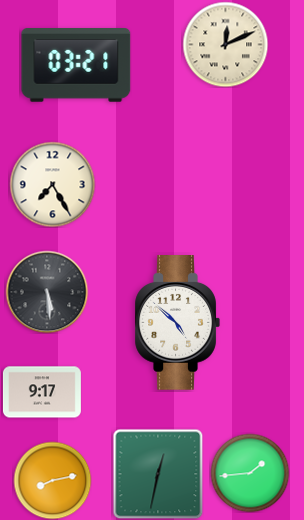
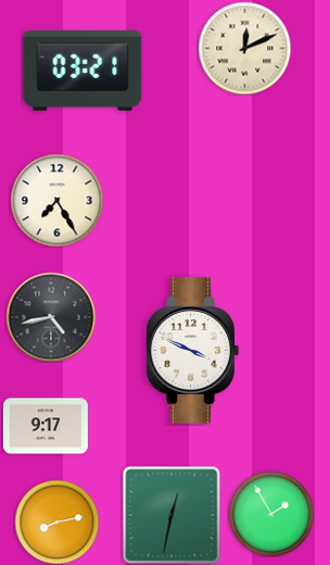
clock at (47, 292): 5:29 -> 4:43
clock at (177, 323): 4:52 -> 3:49
clock at (250, 473): 1:44 -> 1:55
